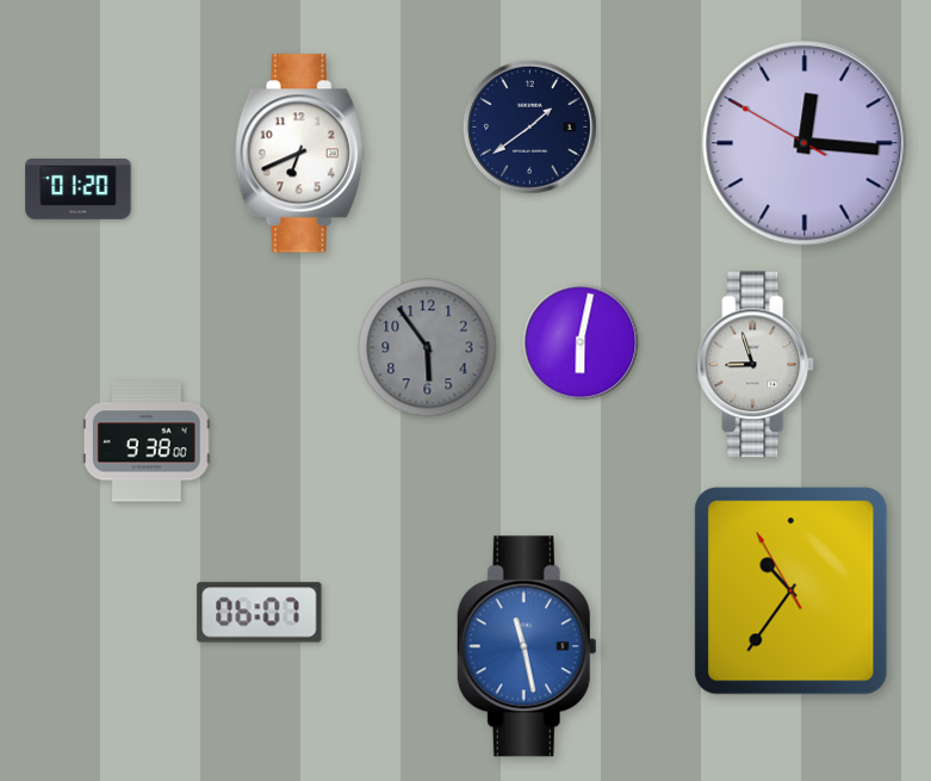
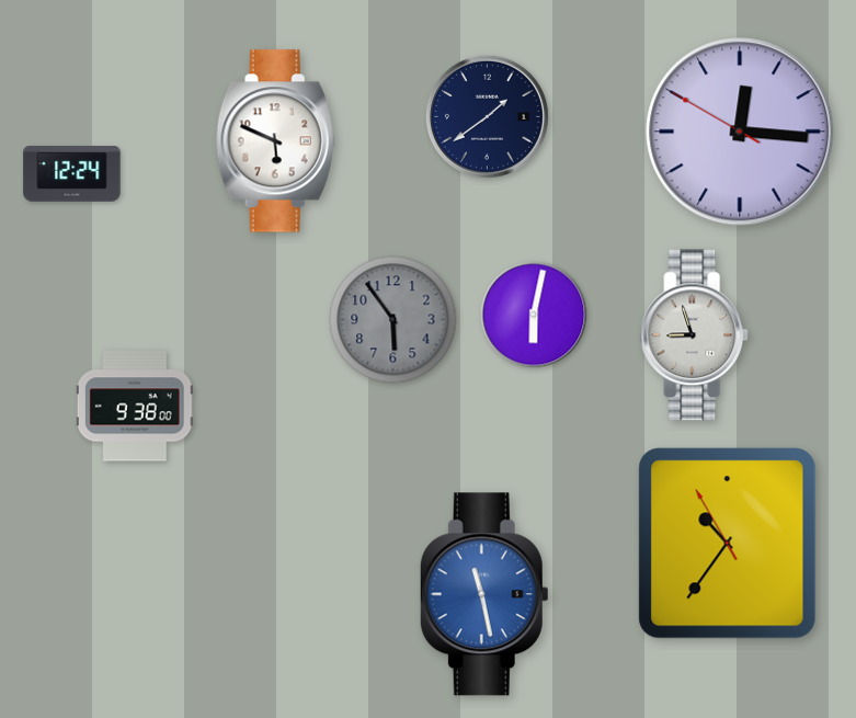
clock at (299, 154): 6:41 -> 5:49
clock at (79, 190): 01:20 -> 12:24
clock at (260, 613): 06:07 -> none
